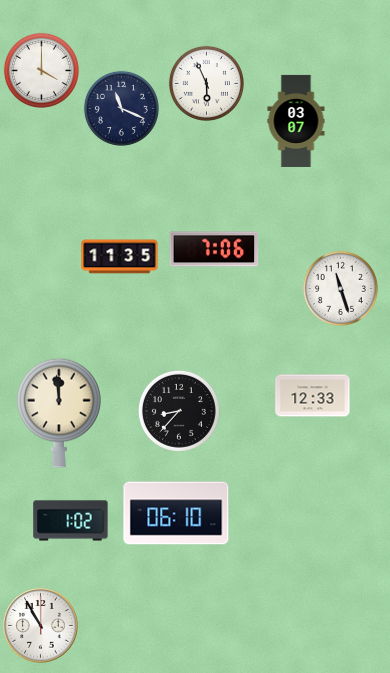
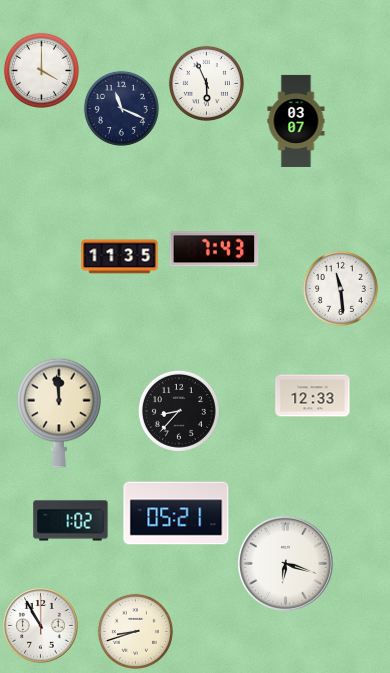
clock at (214, 249): 7:06 -> 7:43
clock at (340, 288): 11:27 -> 11:29
clock at (176, 513): 06:10 -> 05:21
clock at (285, 563): none -> 6:18
clock at (135, 631): none -> 8:42
